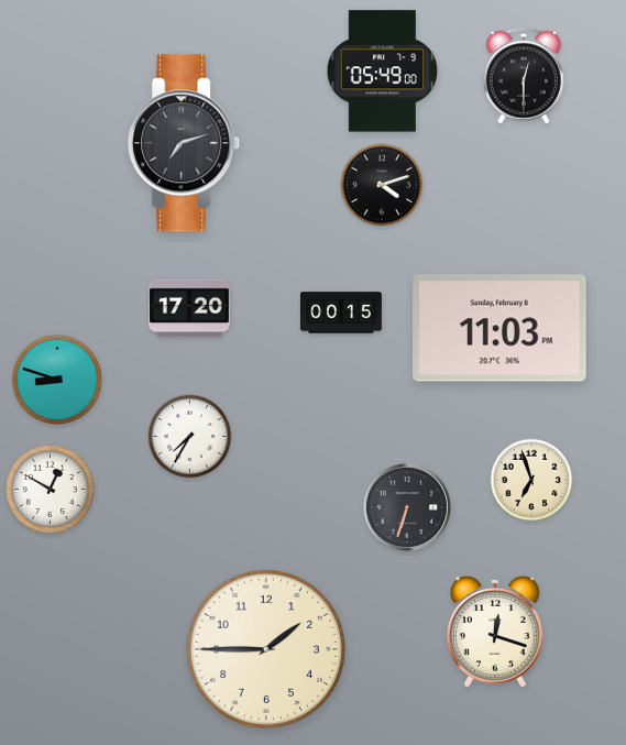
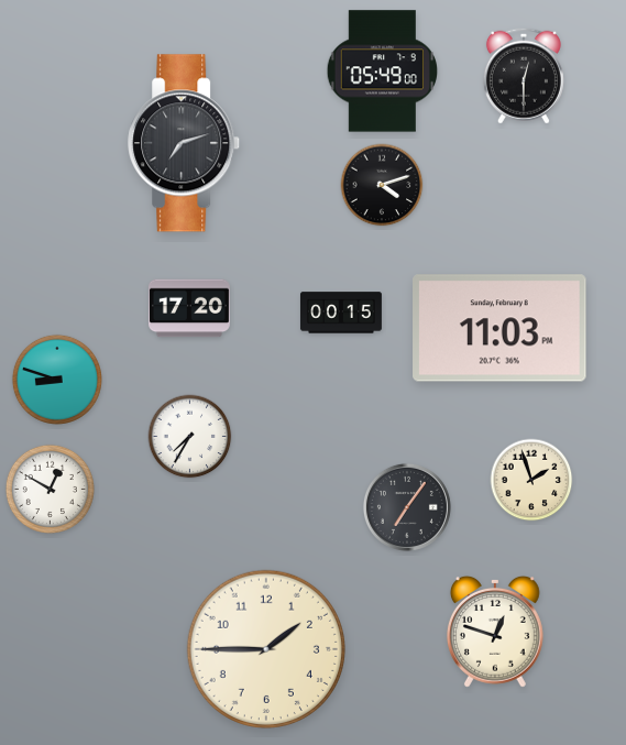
clock at (531, 480): 6:57 -> 1:57
clock at (407, 507): 6:33 -> 7:06
clock at (495, 632): 12:18 -> 12:48
